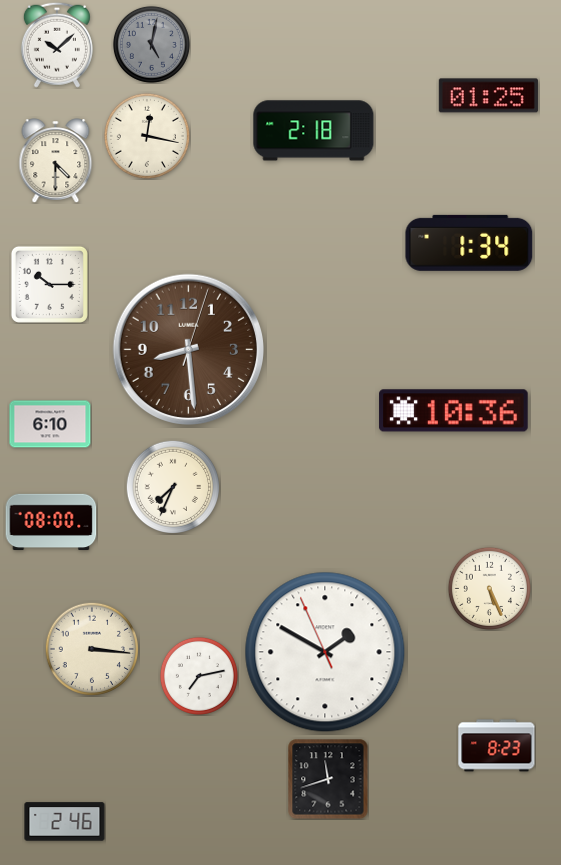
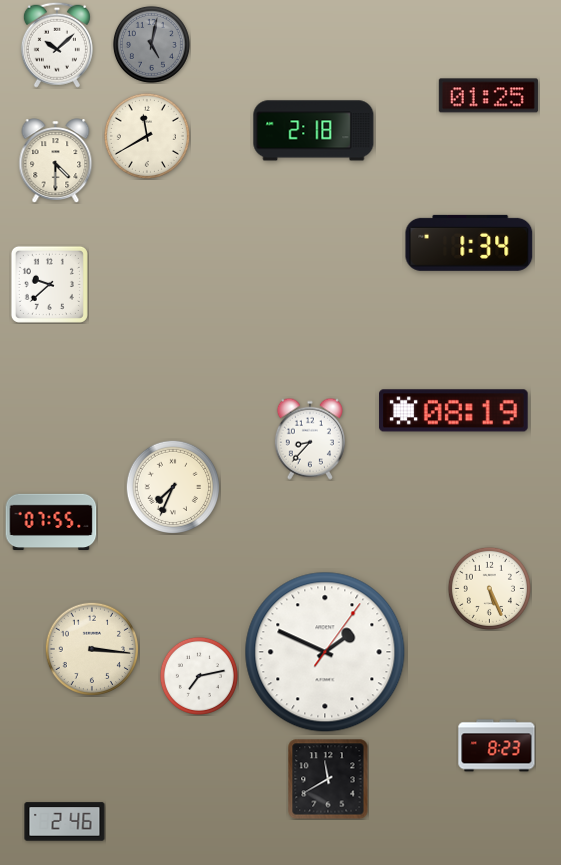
clock at (147, 136): 12:17 -> 11:40
clock at (49, 284): 10:15 -> 9:38
clock at (188, 349): 8:29 -> none
clock at (454, 411): 10:36 -> 08:19
clock at (50, 424): 6:10 -> none
clock at (310, 439): none -> 8:37
clock at (51, 522): 08:00 -> 07:55
clock at (325, 652): 1:49:56 -> 1:49:06
clock at (328, 779): 11:42 -> 11:40
